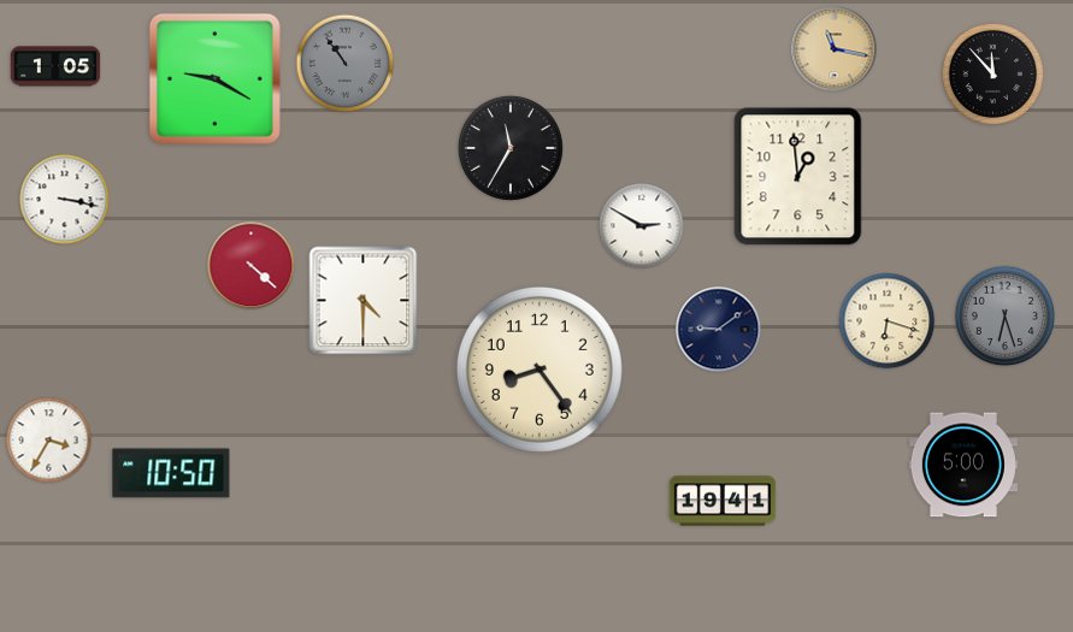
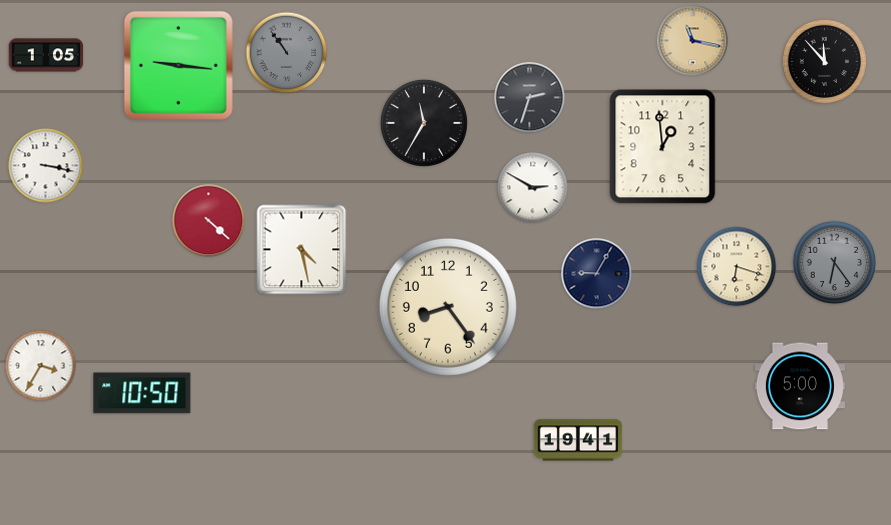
clock at (214, 78): 9:20 -> 9:16
clock at (530, 98): none -> 2:33
clock at (65, 200) position: (65, 200) -> (46, 166)
clock at (364, 301): 4:30 -> 4:28
clock at (1006, 317): 6:27 -> 6:24
clock at (719, 330): 9:09 -> 9:05
clock at (723, 501) position: (723, 501) -> (578, 440)
